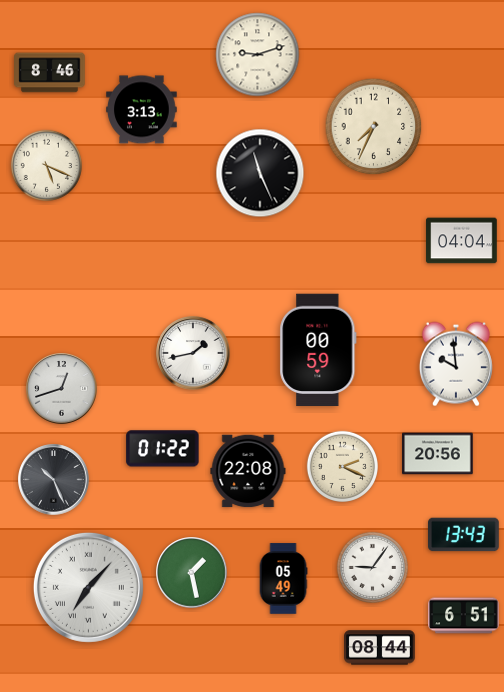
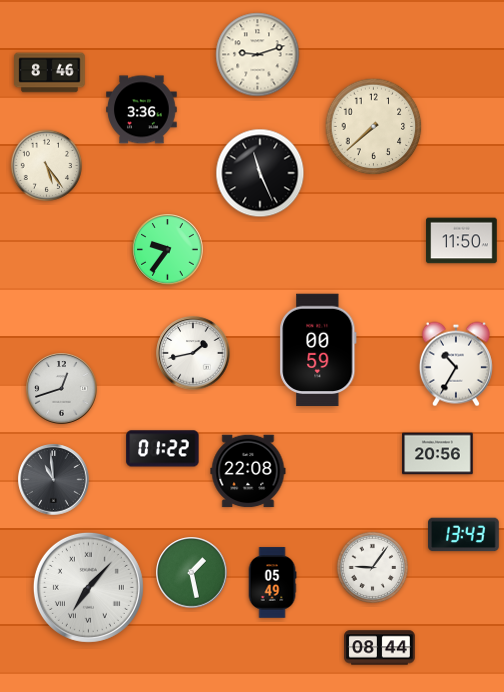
clock at (142, 110): 3:13 -> 3:36
clock at (374, 127): 7:34 -> 7:38
clock at (46, 165): 5:19 -> 5:24
clock at (462, 241): 04:04 -> 11:50
clock at (168, 250): none -> 9:36
clock at (456, 364): 9:59 -> 10:35
clock at (342, 466): 2:19 -> none
clock at (54, 480): 10:26 -> 10:59
clock at (283, 579) position: (283, 579) -> (272, 583)
clock at (464, 616): 6:51 -> none
